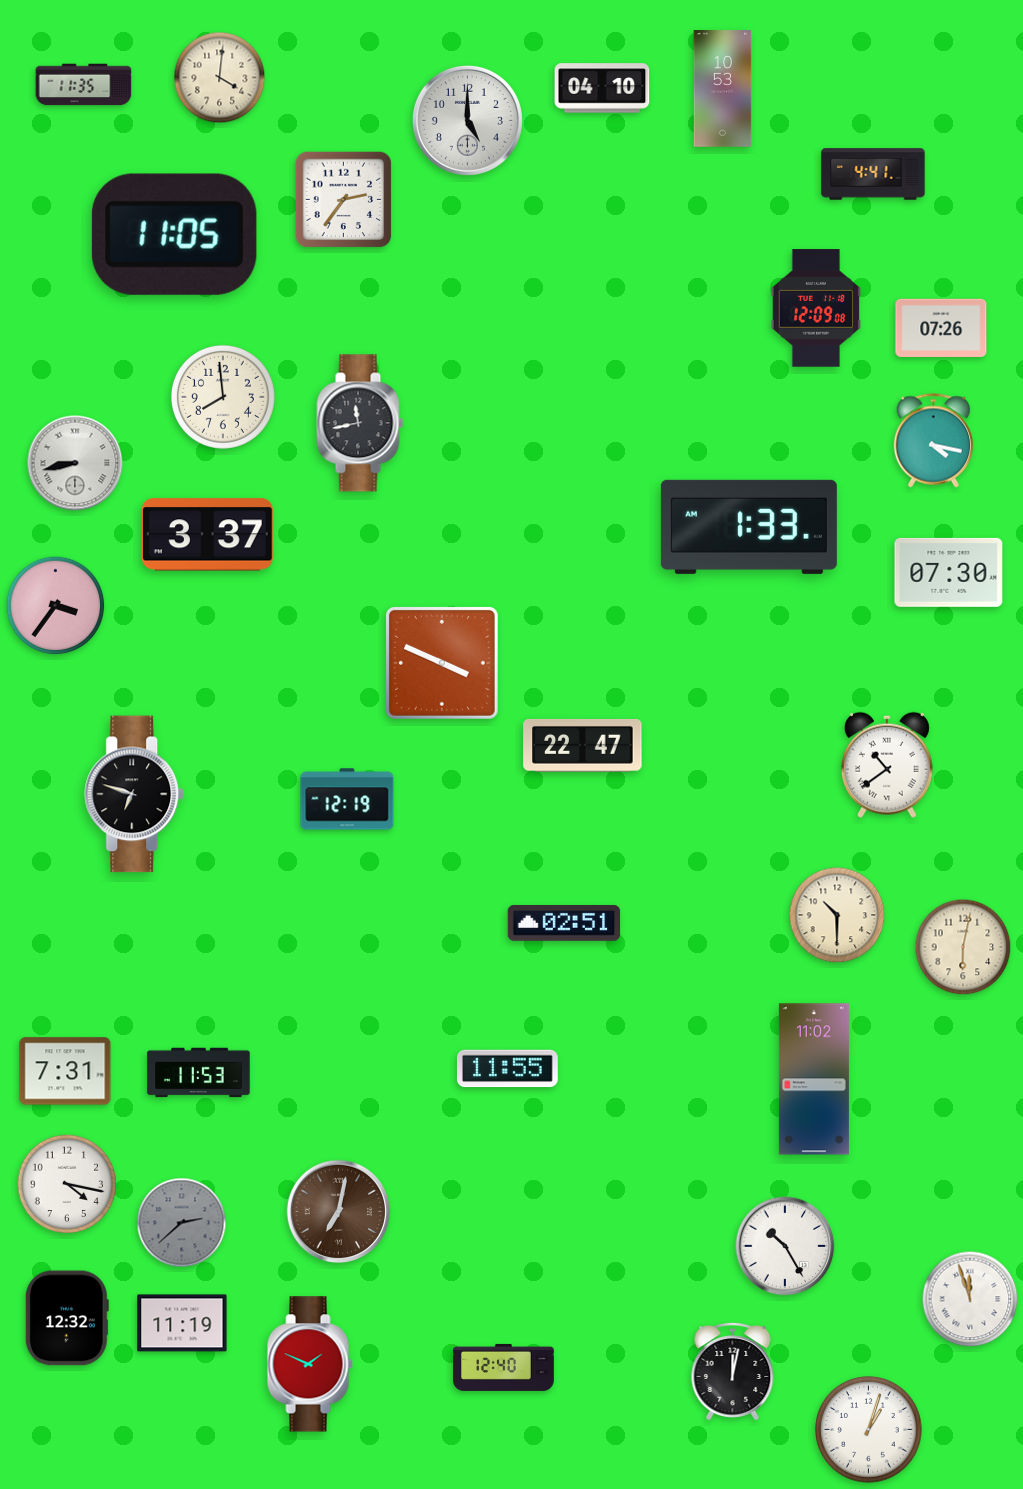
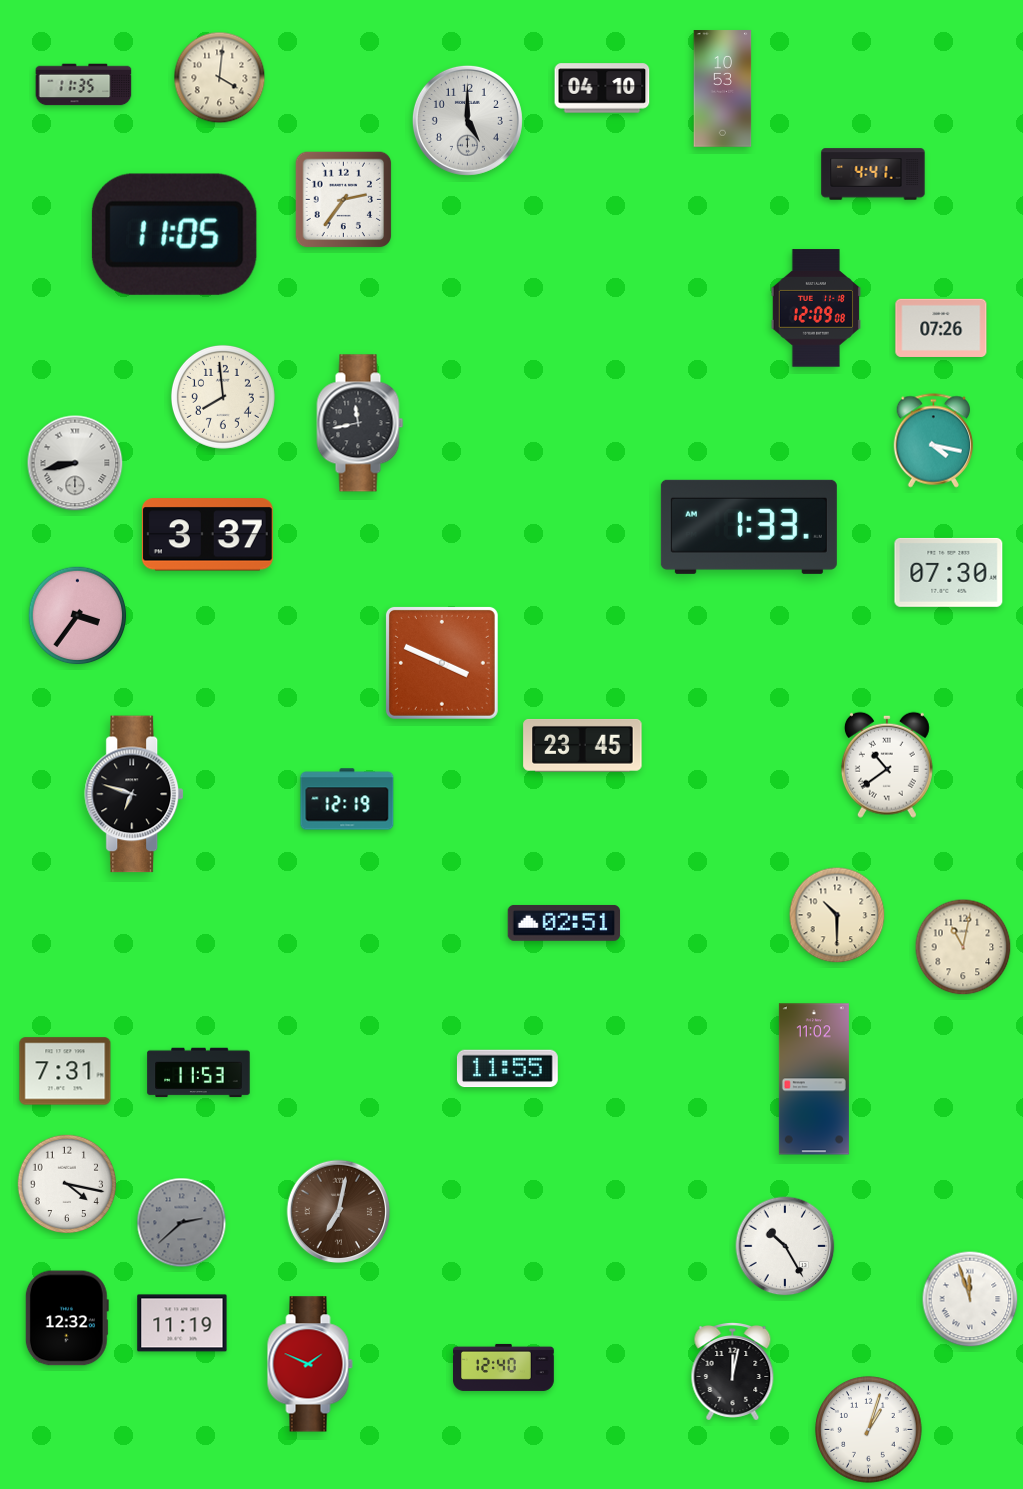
clock at (56, 606) position: (56, 606) -> (78, 616)
clock at (583, 746): 22:47 -> 23:45
clock at (963, 947): 6:02 -> 11:02
